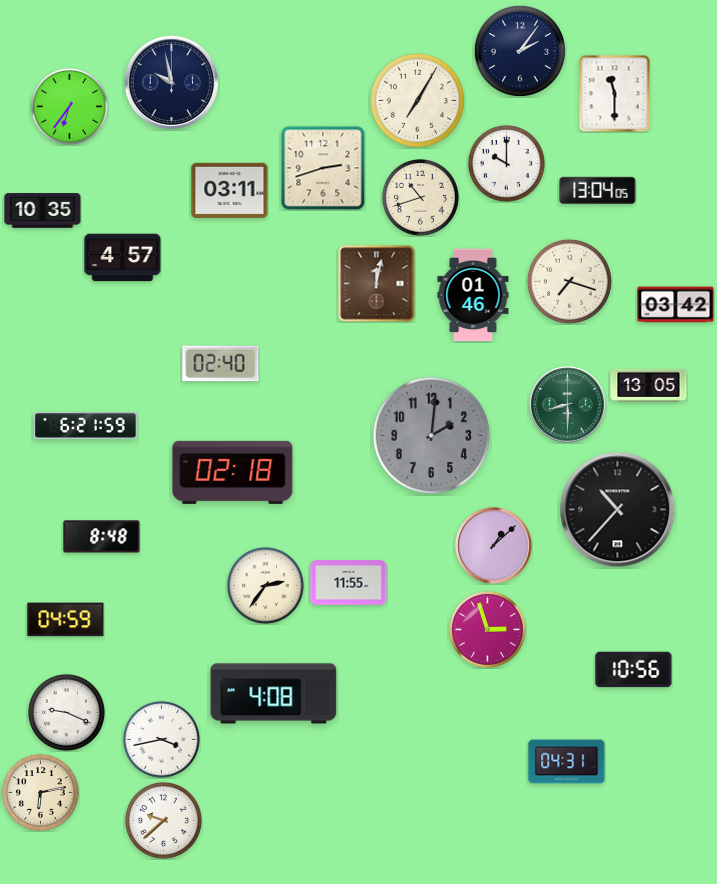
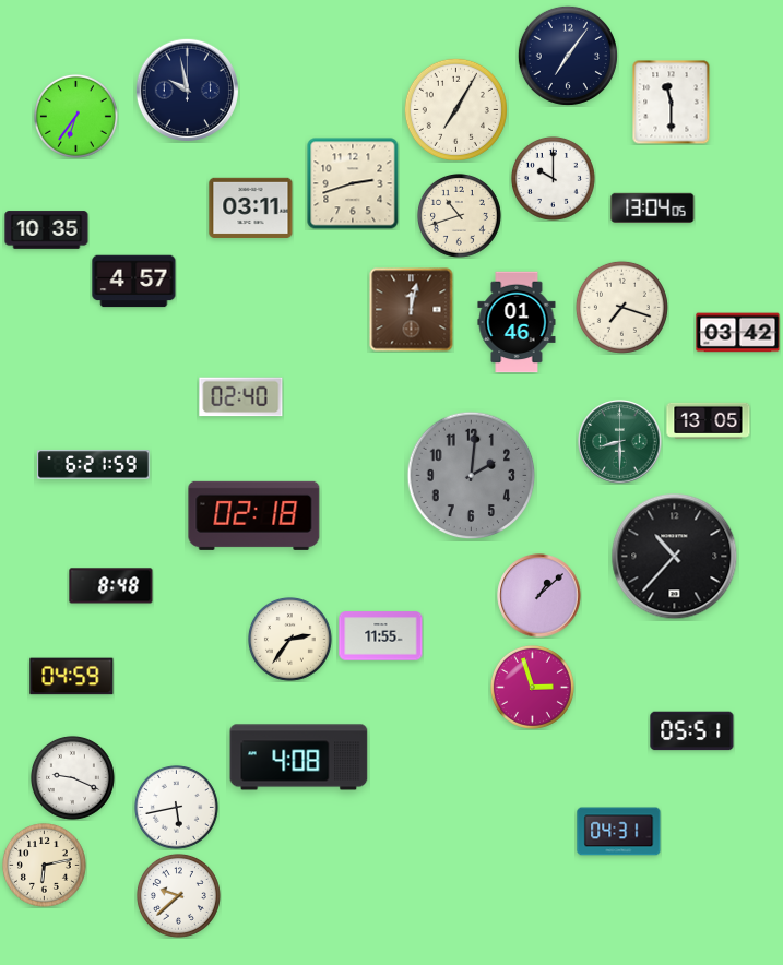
clock at (520, 51): 2:06 -> 7:06
clock at (634, 670): 10:56 -> 05:51
clock at (161, 739): 3:43 -> 5:43
